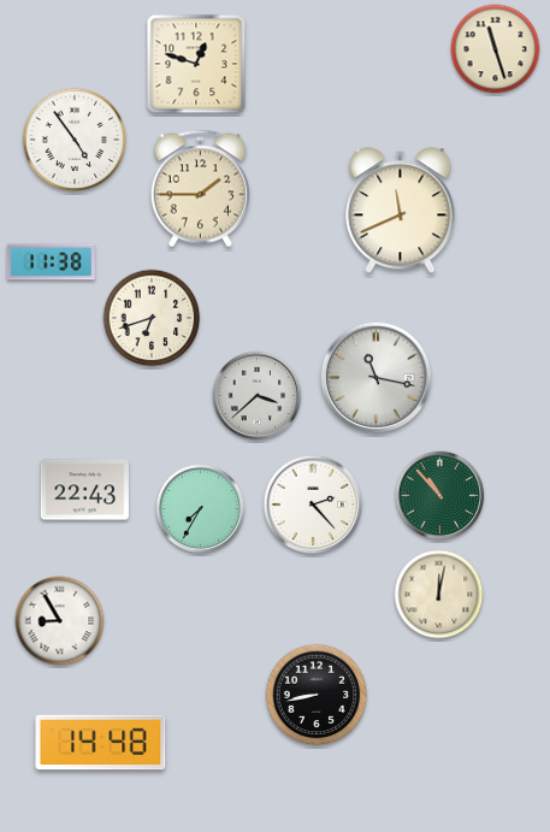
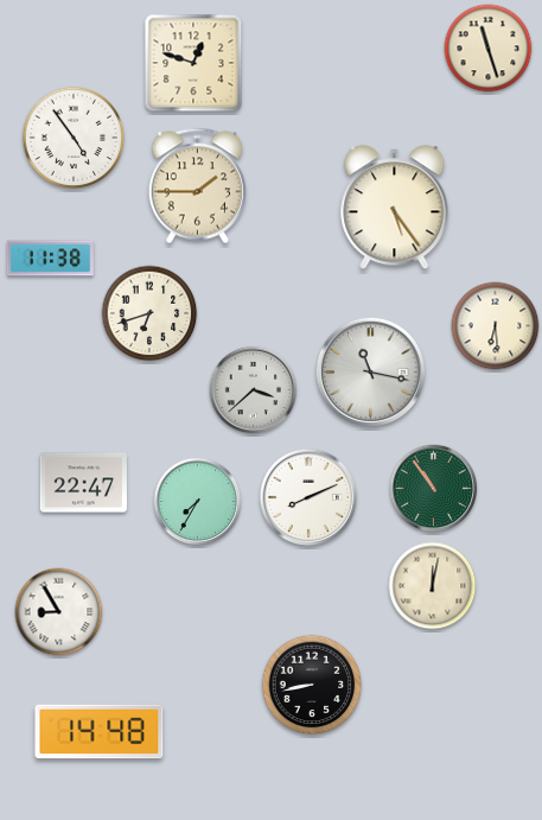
clock at (401, 211): 11:41 -> 5:24
clock at (496, 326): none -> 6:29
clock at (84, 490): 22:43 -> 22:47
clock at (440, 496): 10:53 -> 10:54
clock at (313, 504): 2:23 -> 8:11
